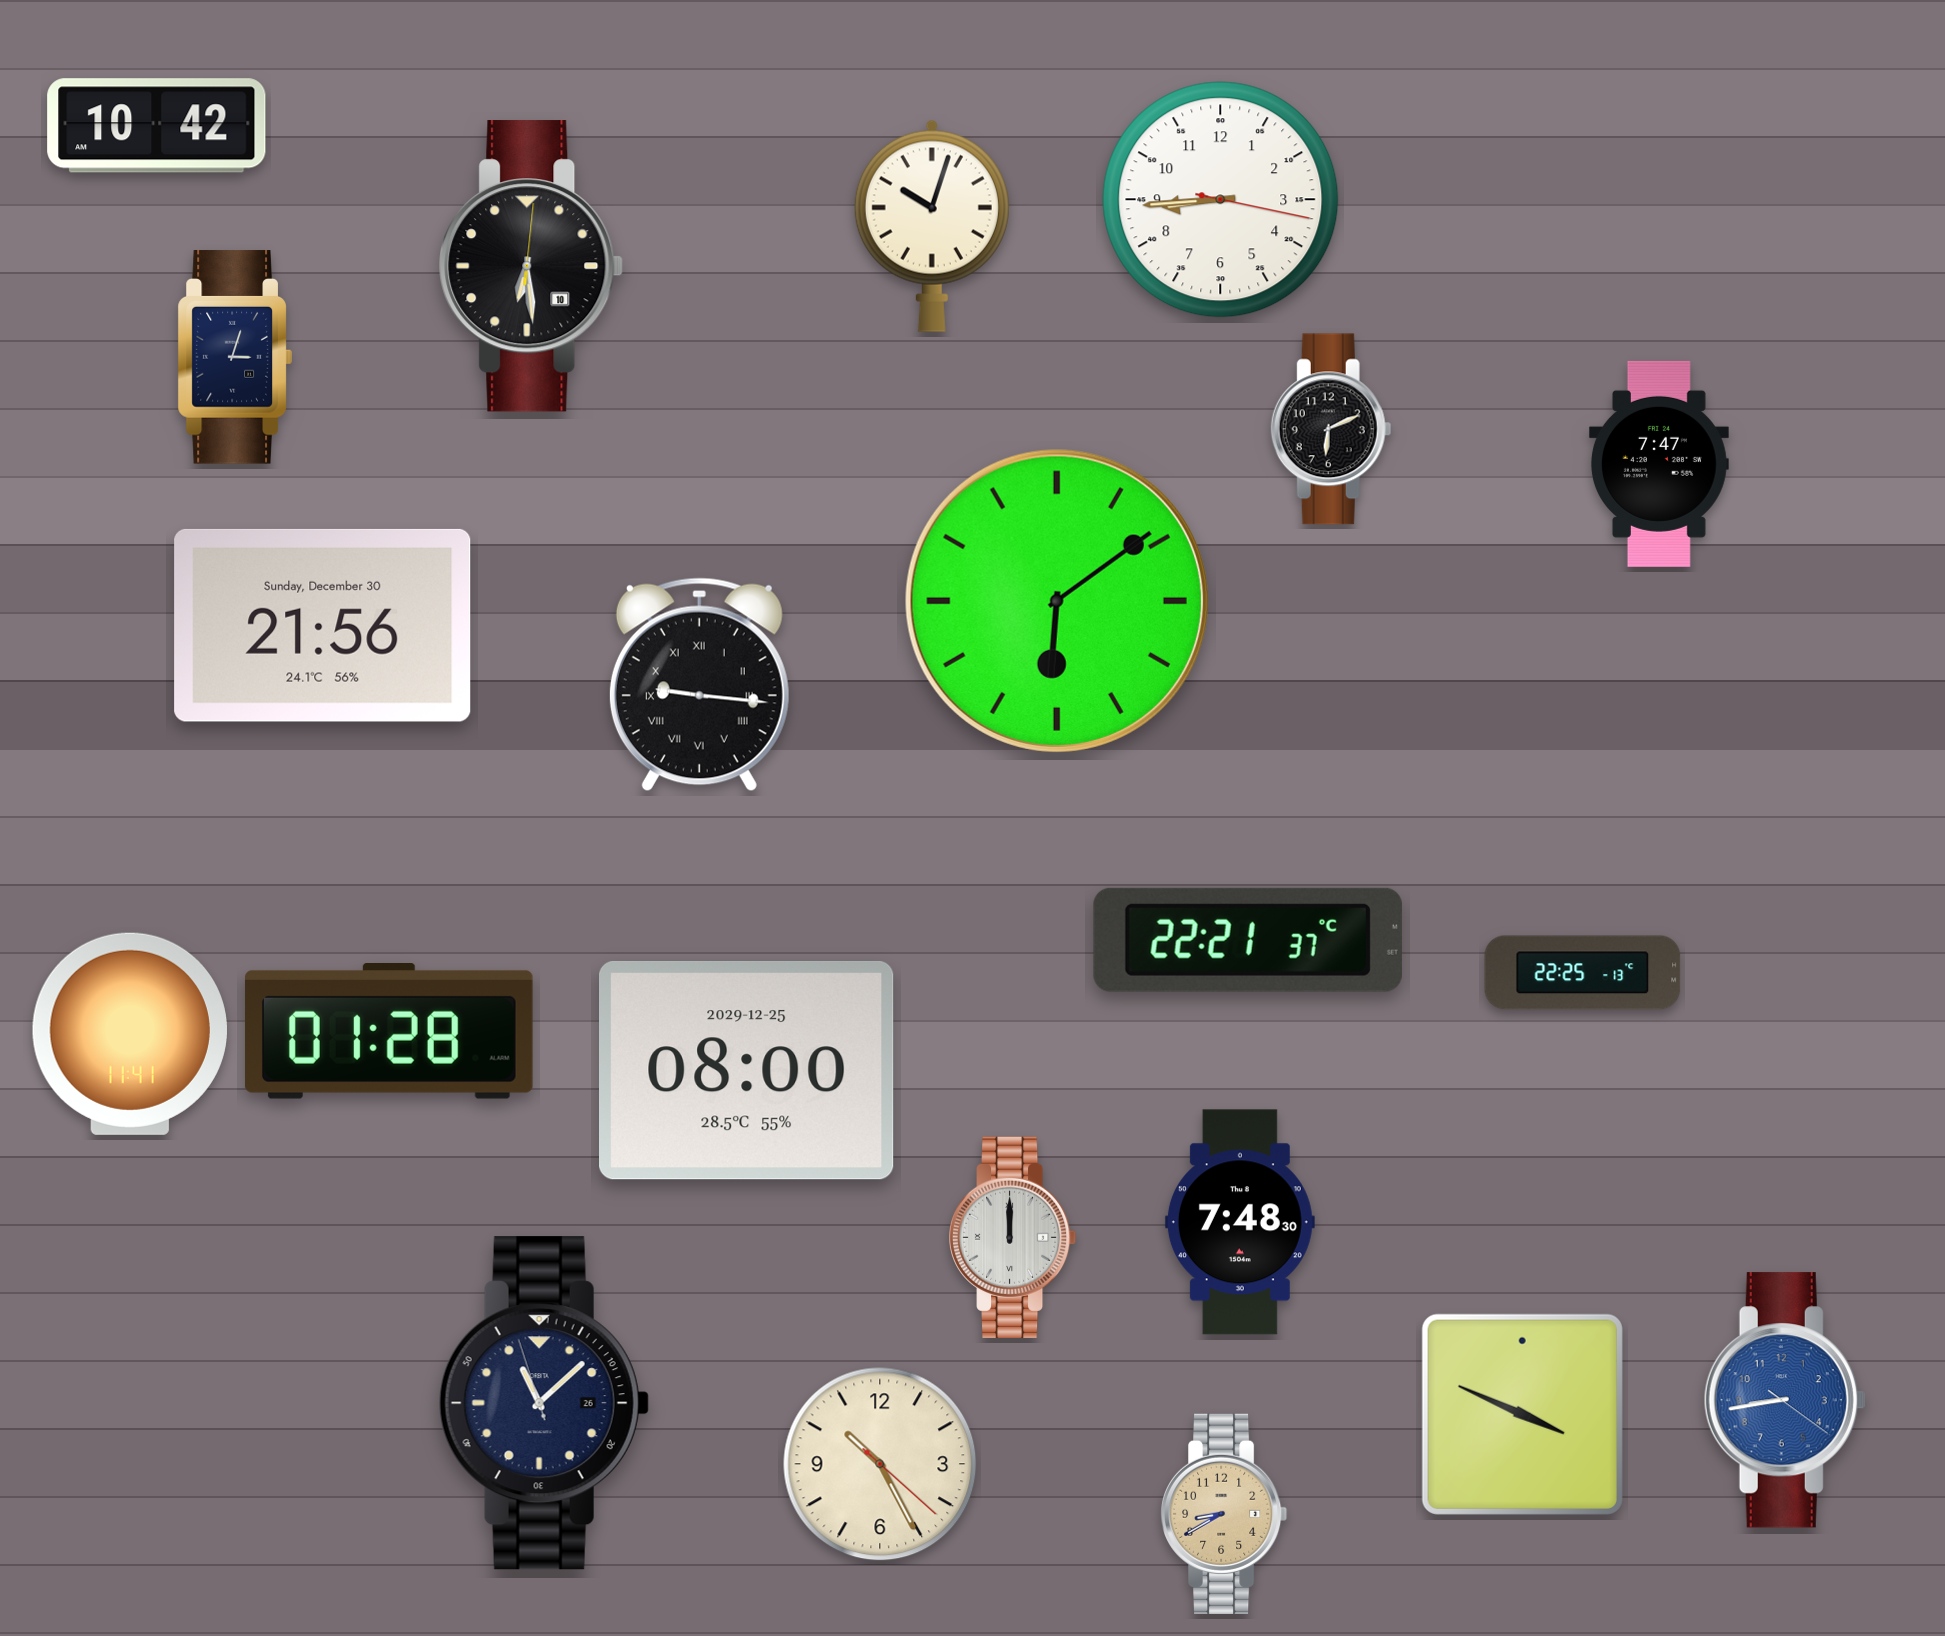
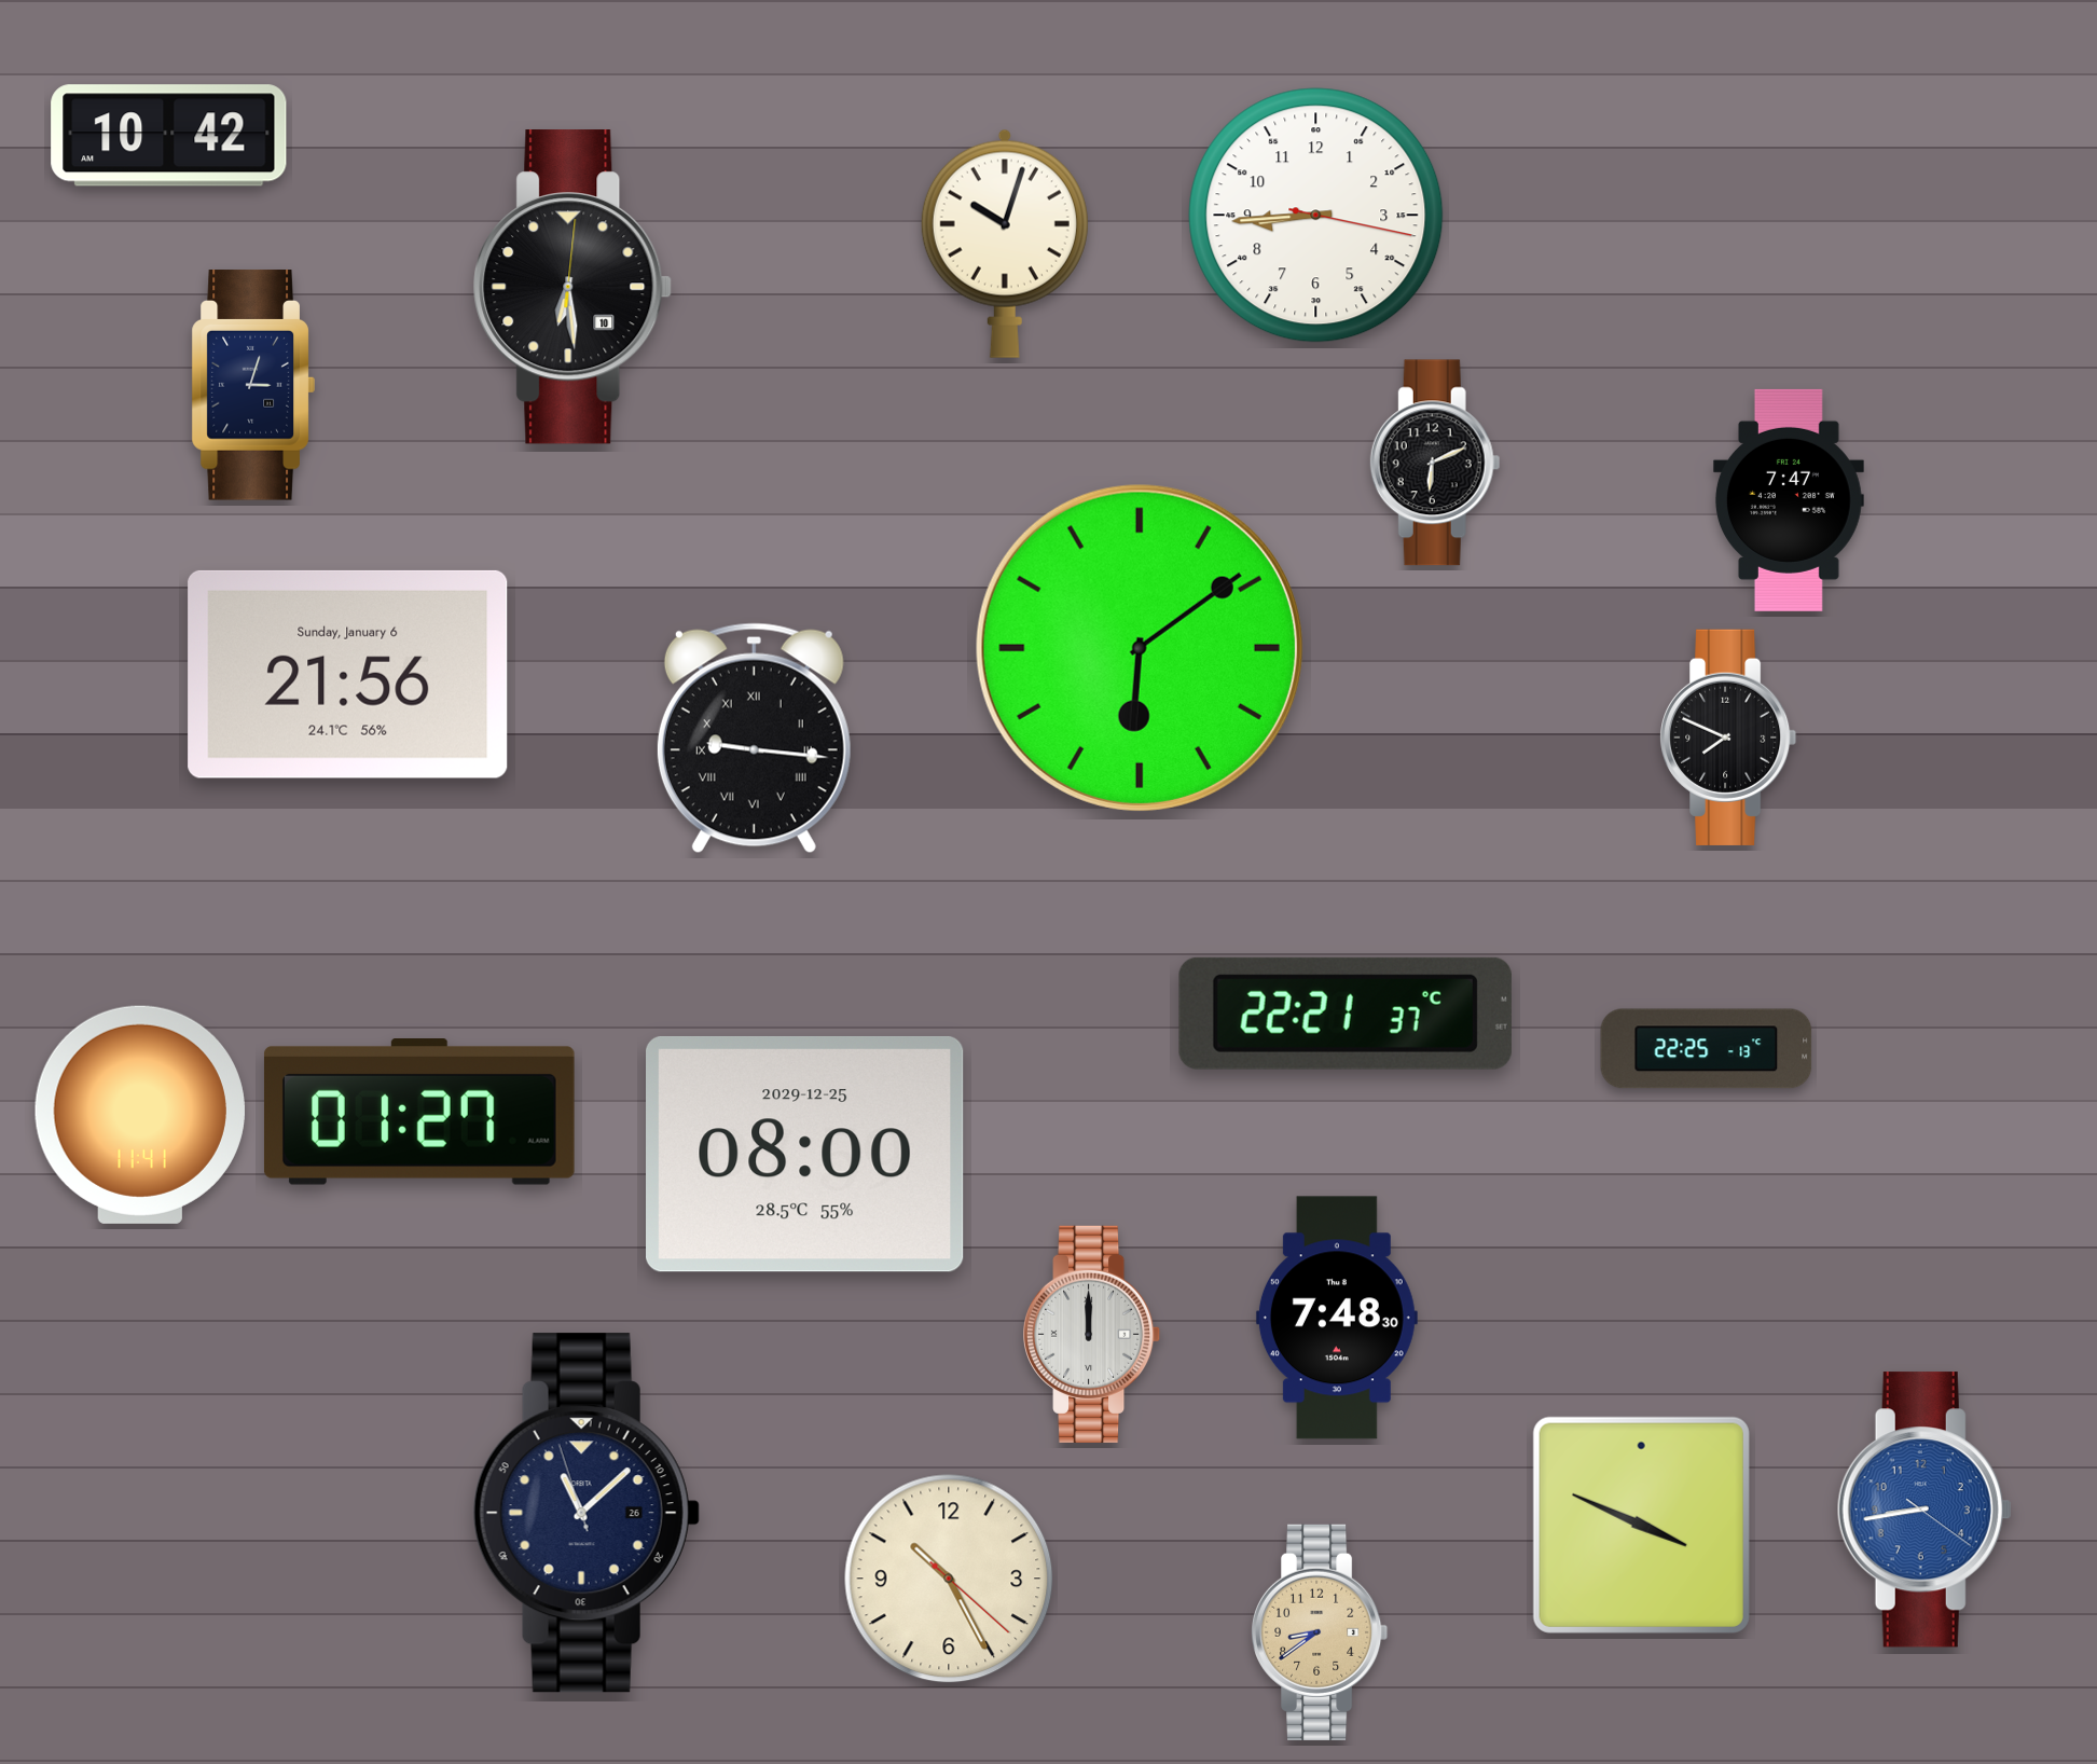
clock at (323, 625) date: Sunday, December 30 -> Sunday, January 6
clock at (1729, 738): none -> 7:49
clock at (389, 1032): 01:28 -> 01:27
clock at (1225, 1514): 8:40 -> 8:39
